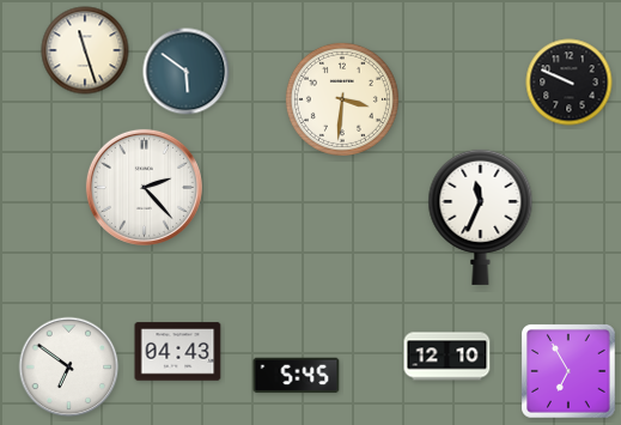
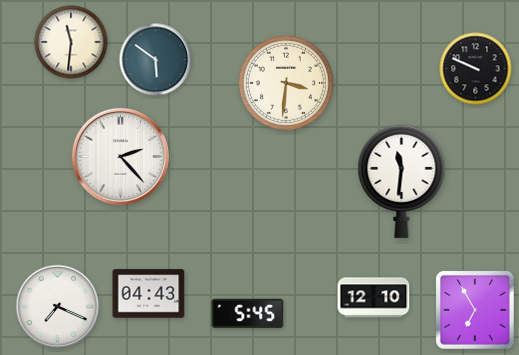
clock at (85, 50): 11:27 -> 11:31
clock at (481, 217): 11:34 -> 11:31
clock at (69, 368): 6:51 -> 7:19
